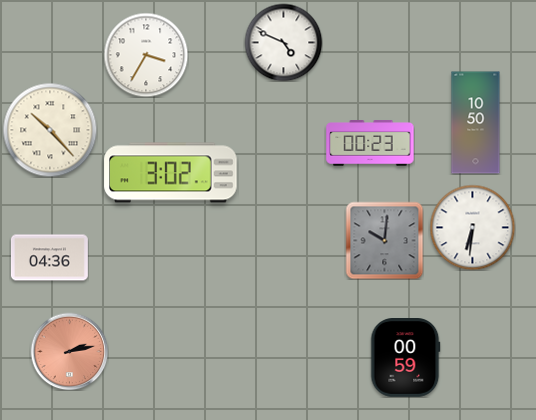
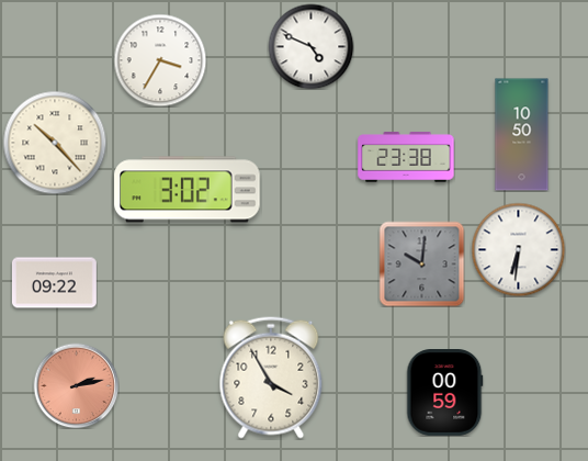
clock at (370, 143): 00:23 -> 23:38
clock at (49, 258): 04:36 -> 09:22
clock at (271, 378): none -> 3:55
